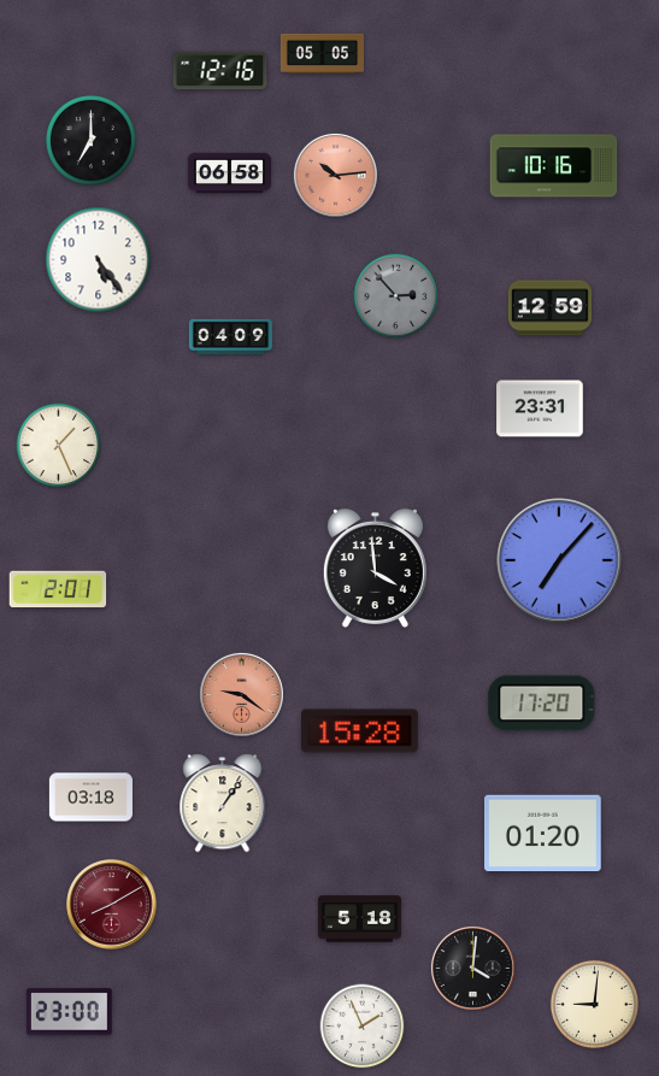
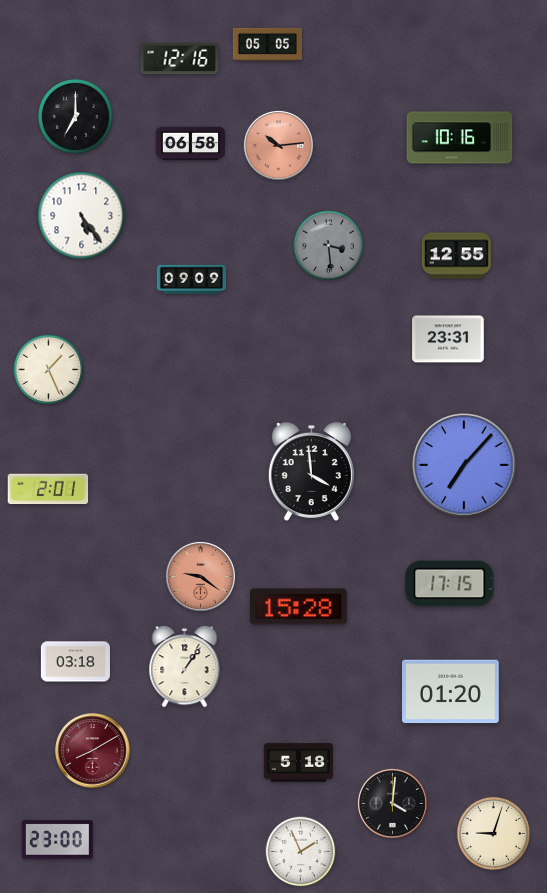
clock at (220, 71) position: (220, 71) -> (180, 59)
clock at (396, 296): 2:53 -> 3:29
clock at (549, 308): 12:59 -> 12:55
clock at (230, 336): 04:09 -> 09:09
clock at (542, 704): 17:20 -> 17:15
clock at (594, 1004): 9:01 -> 9:03
